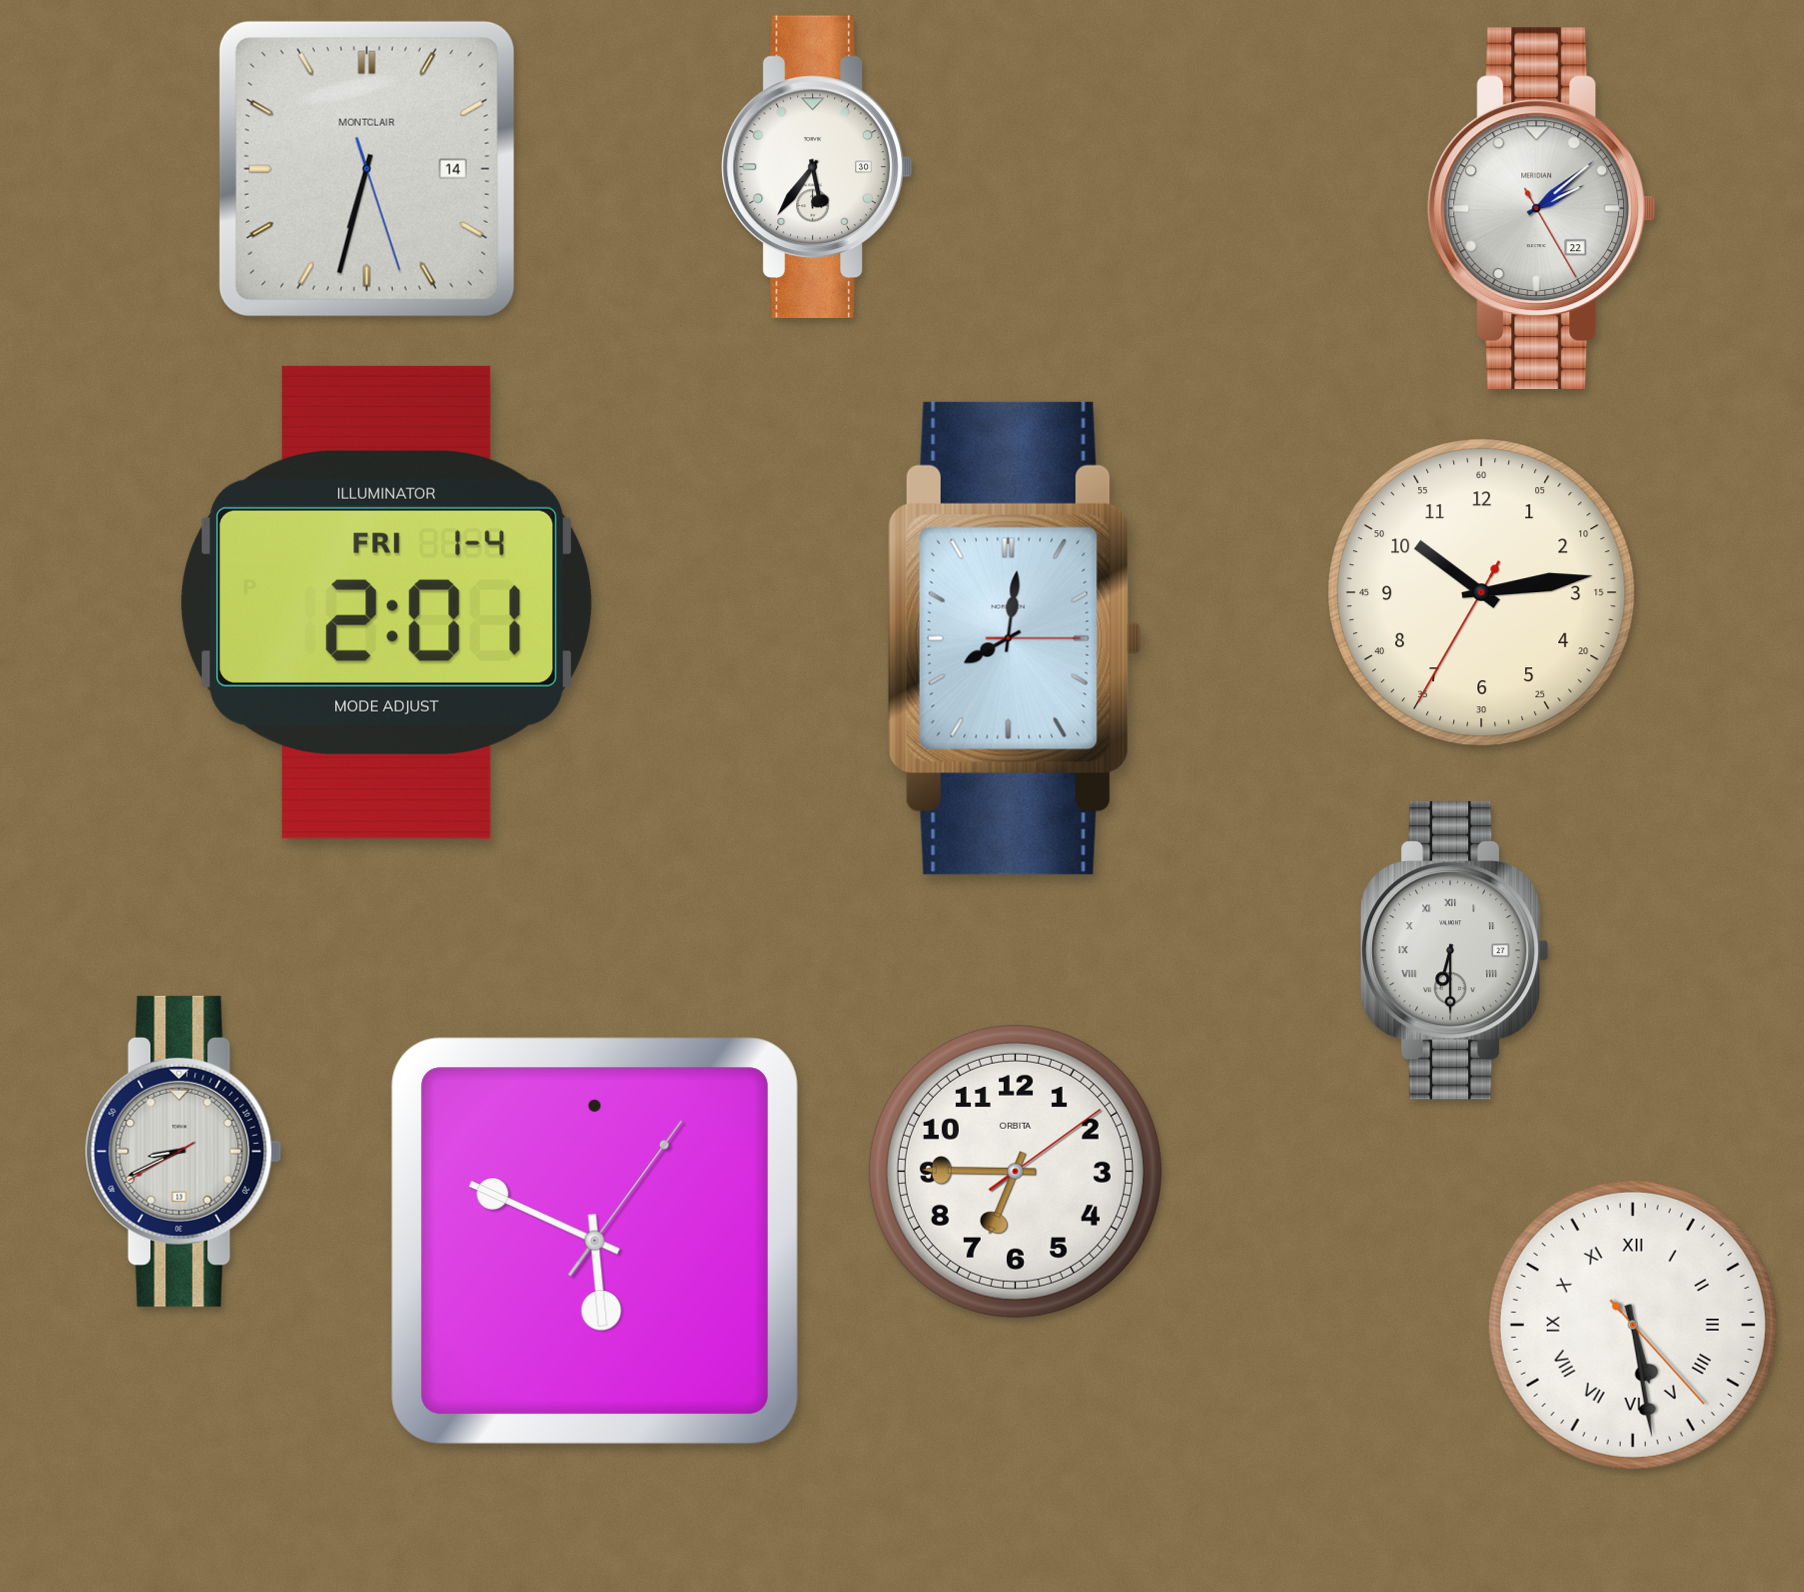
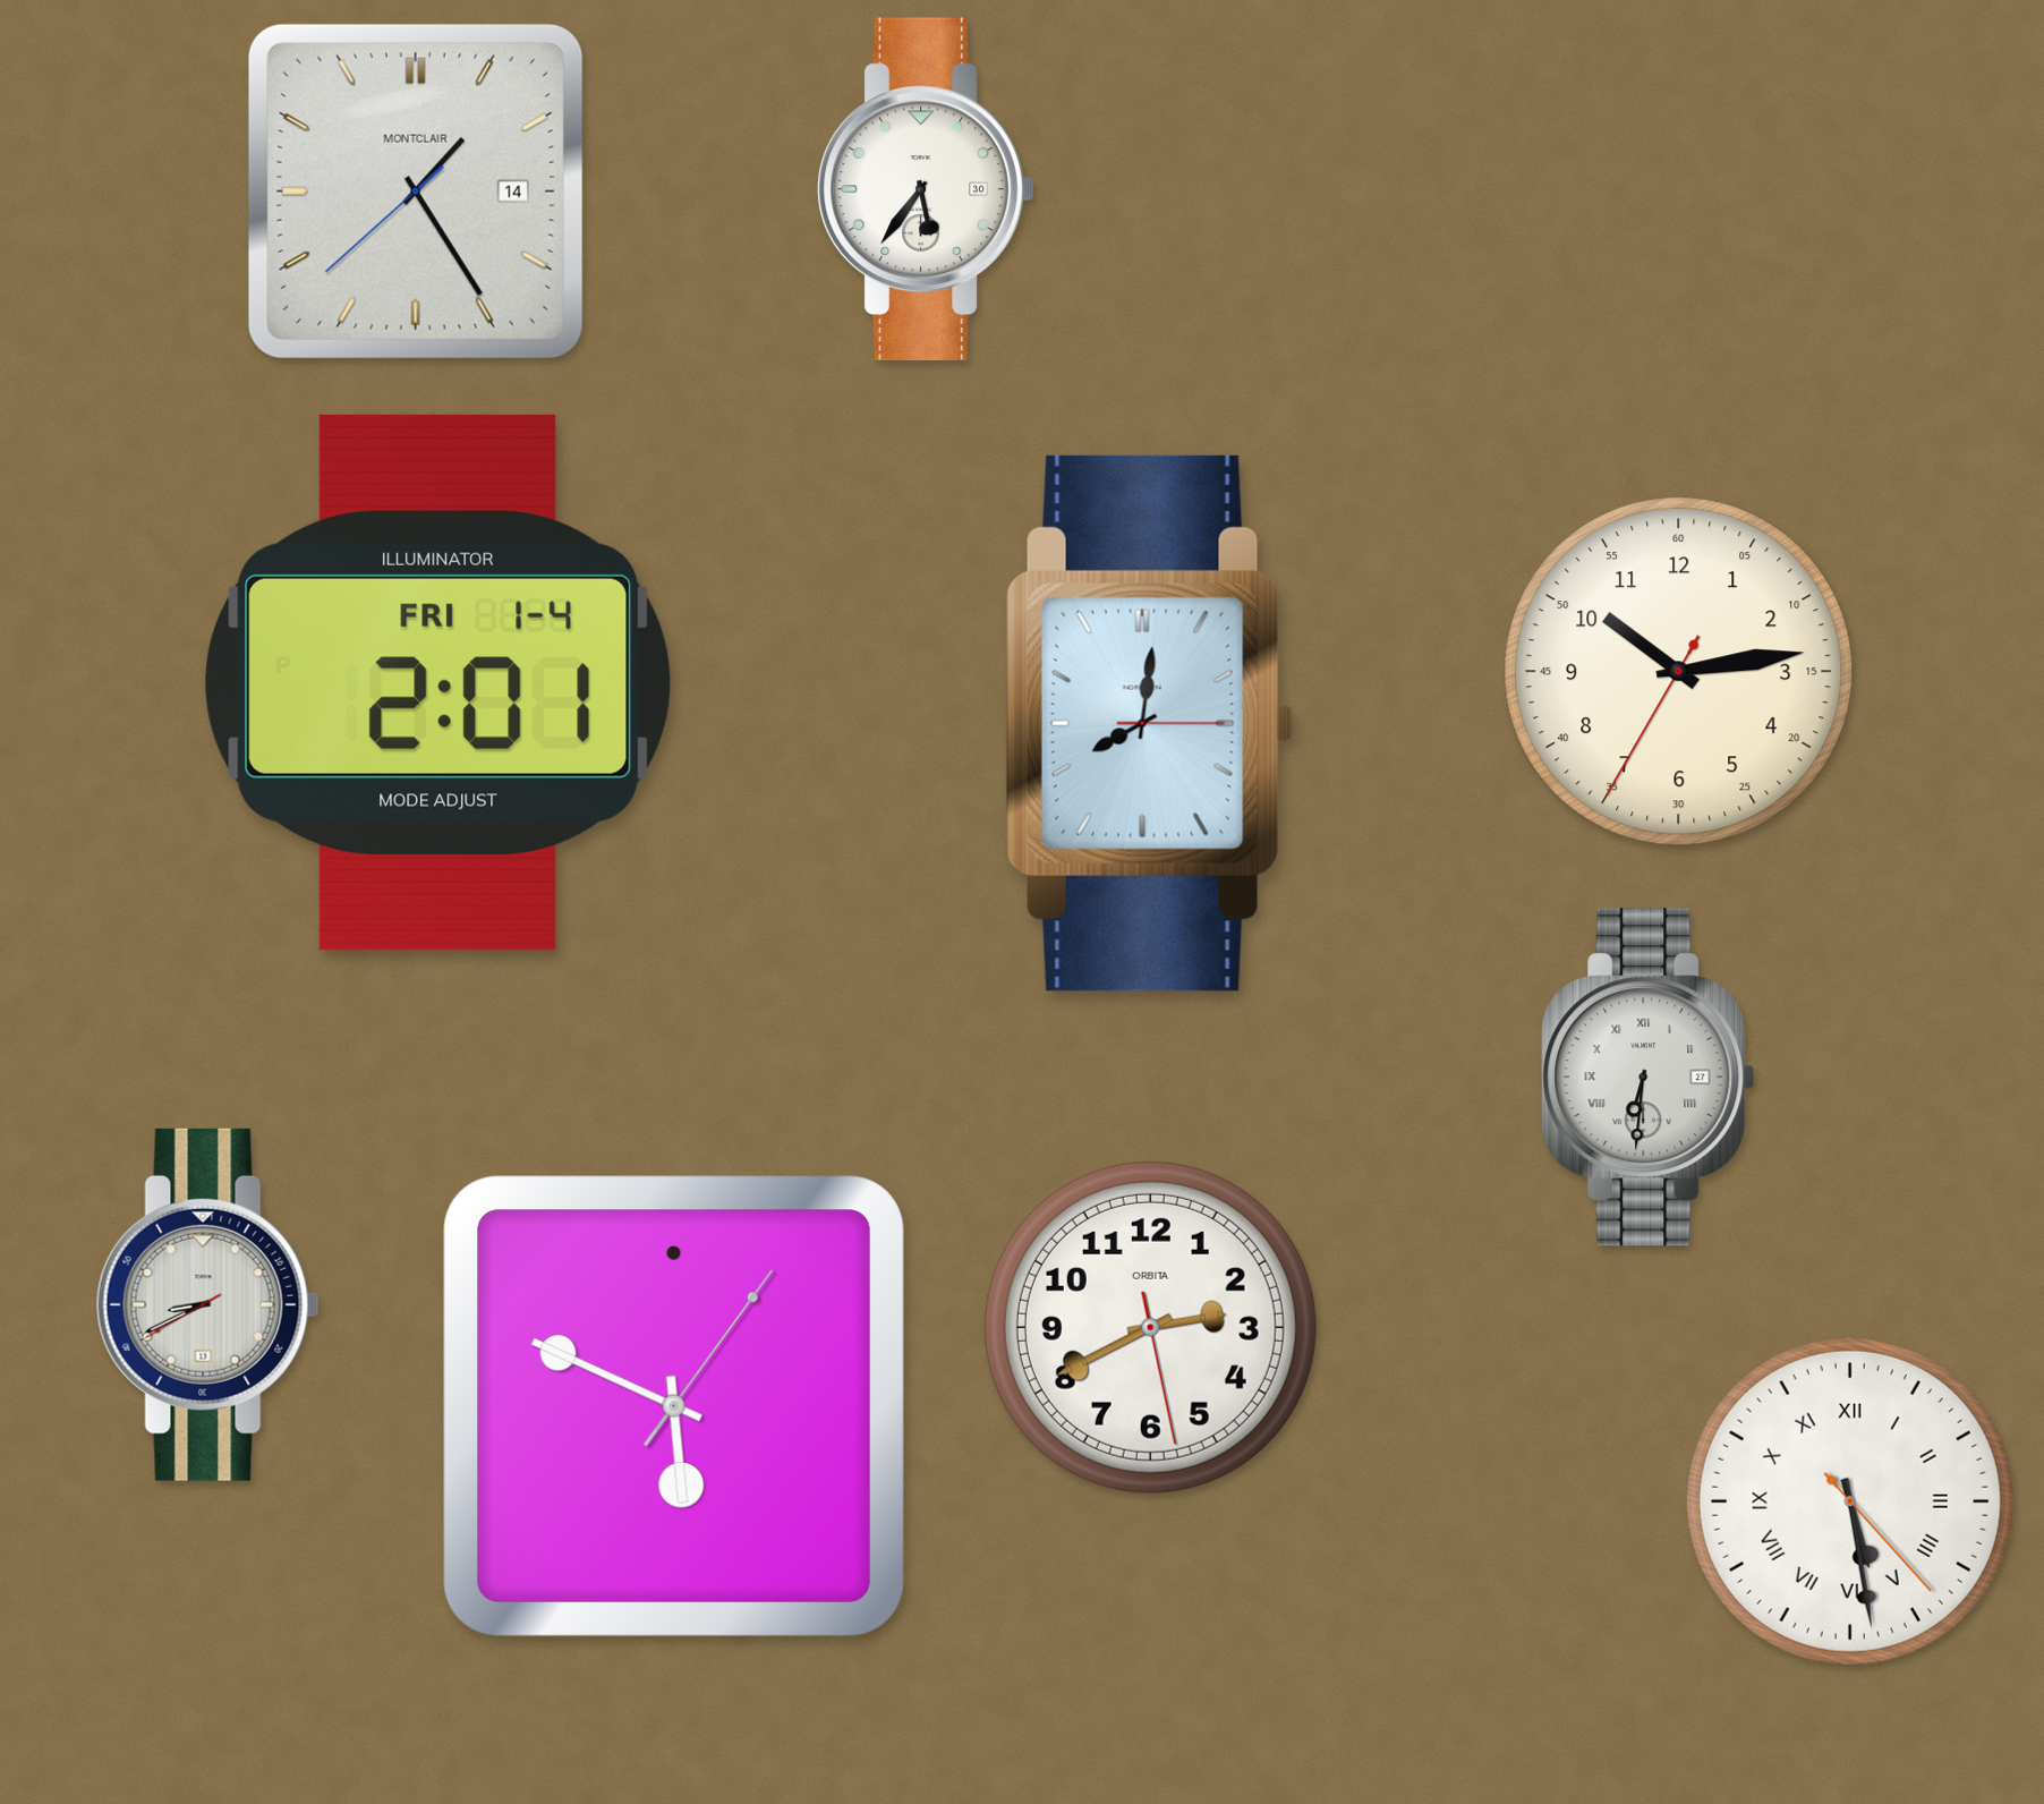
clock at (367, 169): 6:32 -> 1:24
clock at (1542, 208): 2:08 -> none
clock at (1455, 951): 6:30 -> 6:31
clock at (1015, 1171): 6:45 -> 2:40
